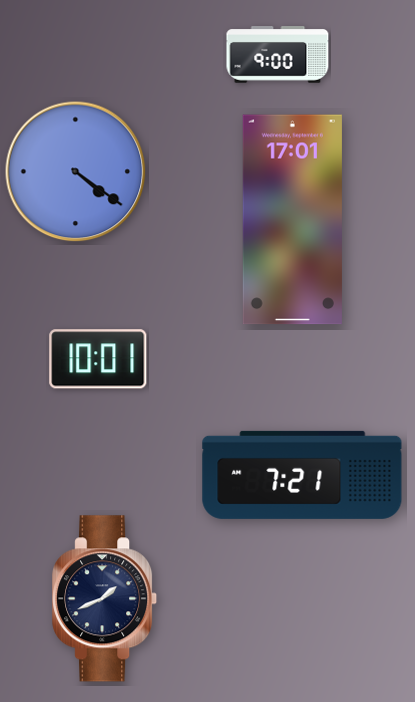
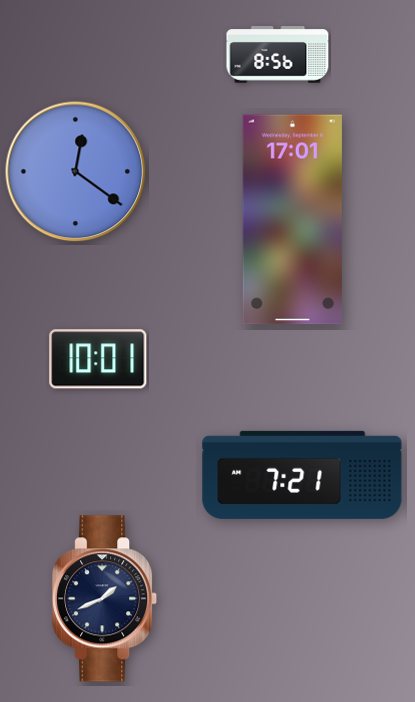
clock at (278, 55): 9:00 -> 8:56
clock at (76, 172): 4:21 -> 12:21
